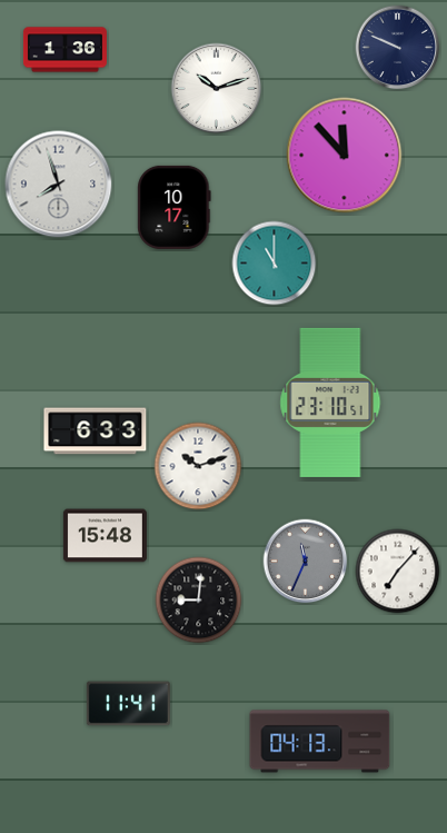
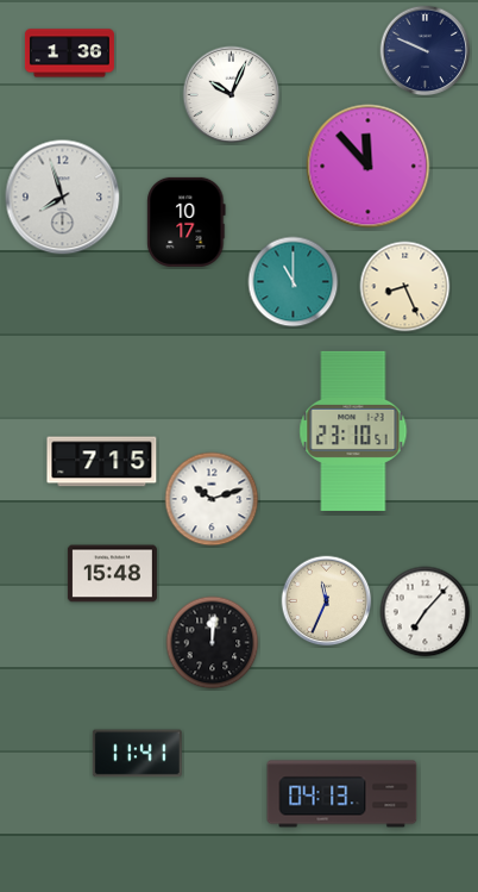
clock at (217, 89): 10:12 -> 10:04
clock at (405, 287): none -> 8:26
clock at (96, 432): 6:33 -> 7:15
clock at (306, 562) dial: grey -> cream
clock at (199, 601): 9:01 -> 12:01
